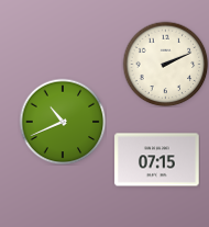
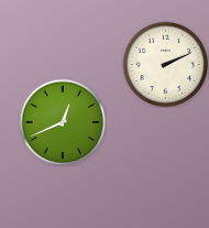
clock at (63, 122): 10:41 -> 12:41
clock at (157, 160): 07:15 -> none
